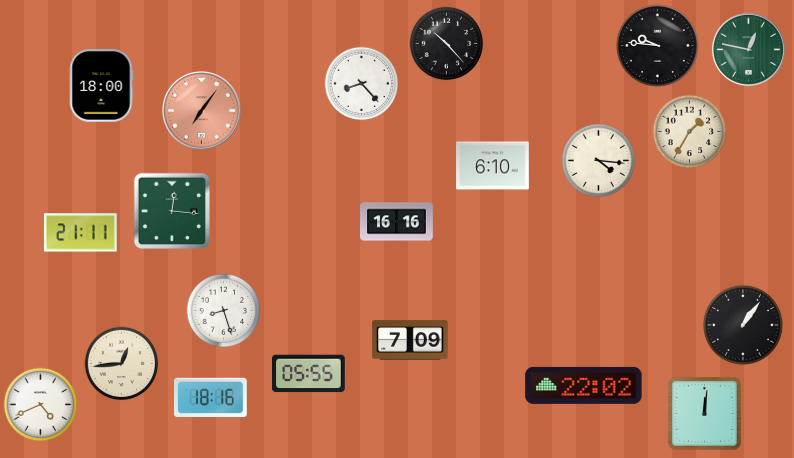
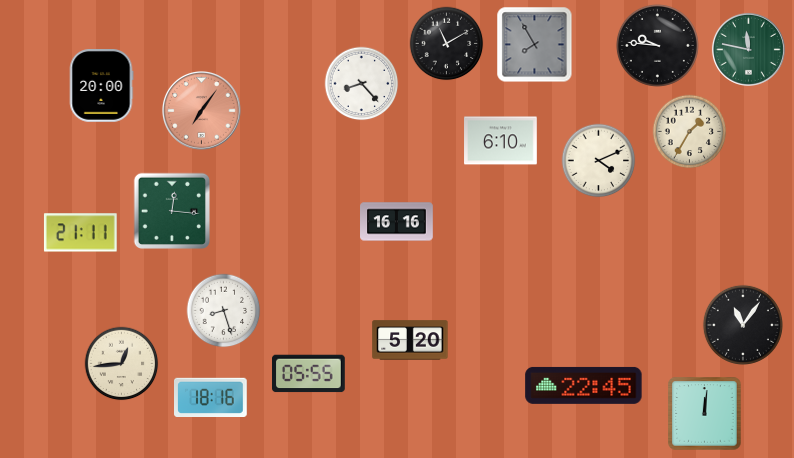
clock at (447, 44): 10:23 -> 11:10
clock at (535, 45): none -> 7:55
clock at (748, 49): 12:47 -> 11:47
clock at (101, 86): 18:00 -> 20:00
clock at (599, 161): 4:16 -> 4:11
clock at (493, 166) position: (493, 166) -> (501, 141)
clock at (743, 325): 1:06 -> 11:06
clock at (410, 340): 7:09 -> 5:20
clock at (584, 385): 22:02 -> 22:45
clock at (41, 405): 4:41 -> none
